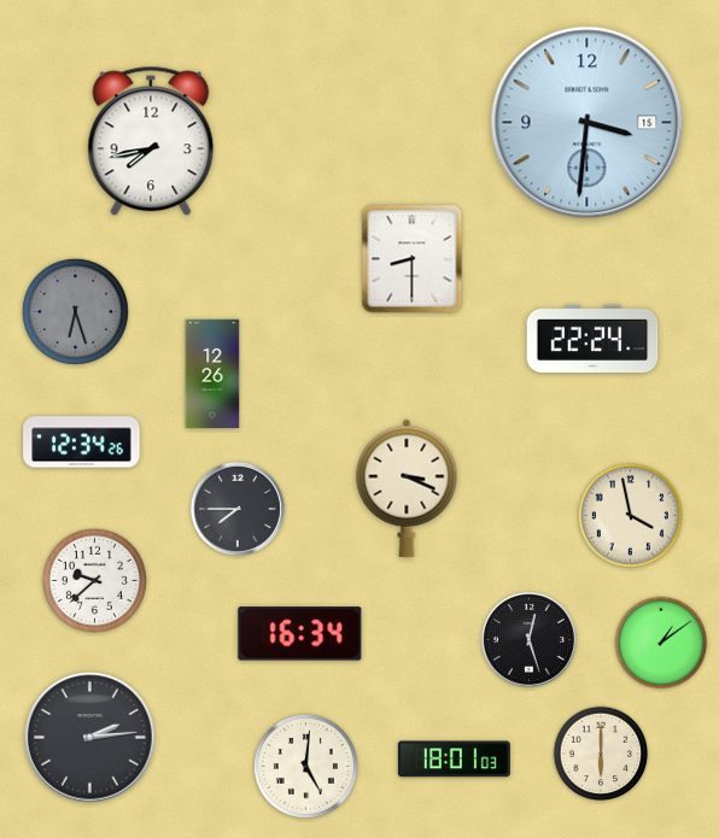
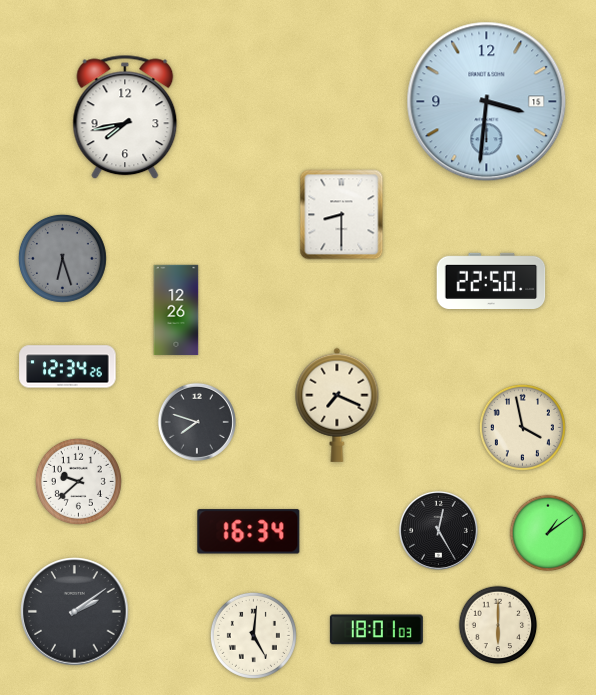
clock at (592, 338): 22:24 -> 22:50
clock at (407, 488): 3:19 -> 7:19
clock at (238, 509): 7:45 -> 7:48
clock at (300, 634) position: (300, 634) -> (249, 532)
clock at (528, 639): 12:27 -> 12:25
clock at (90, 738): 2:14 -> 2:09
